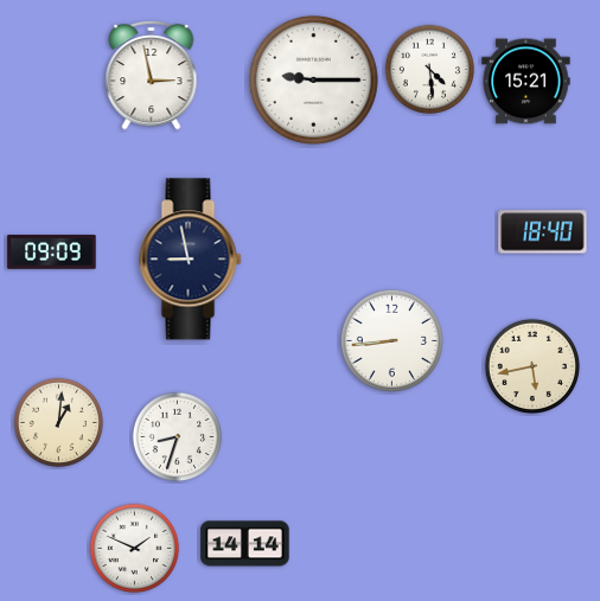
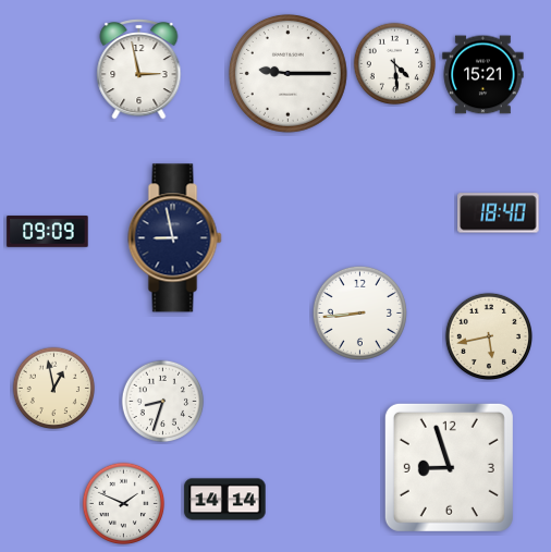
clock at (59, 423): 1:01 -> 12:58
clock at (449, 467): none -> 8:57
